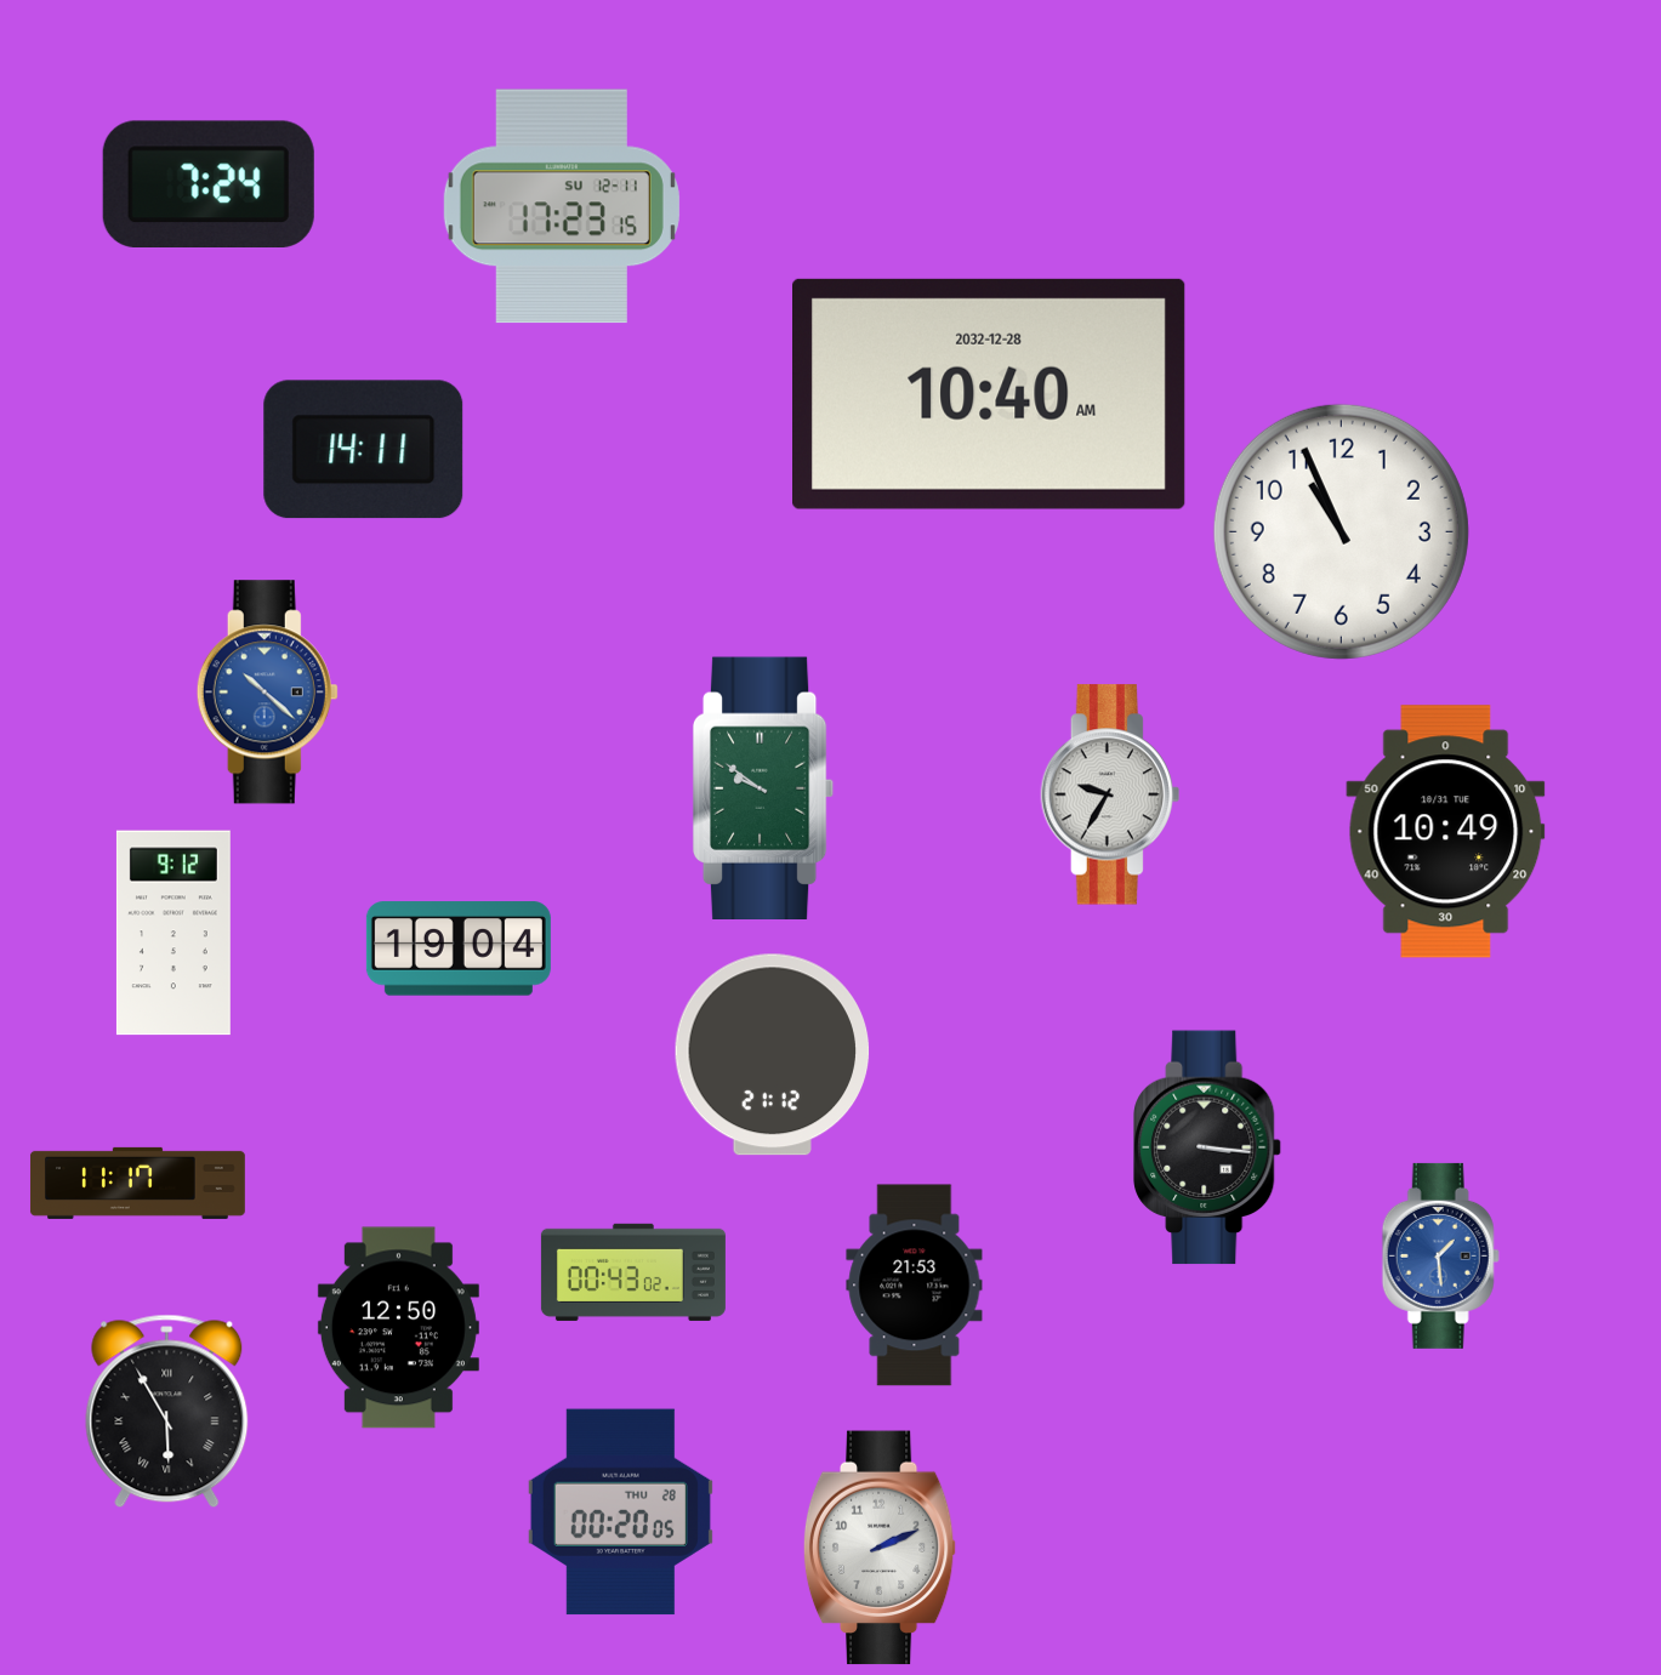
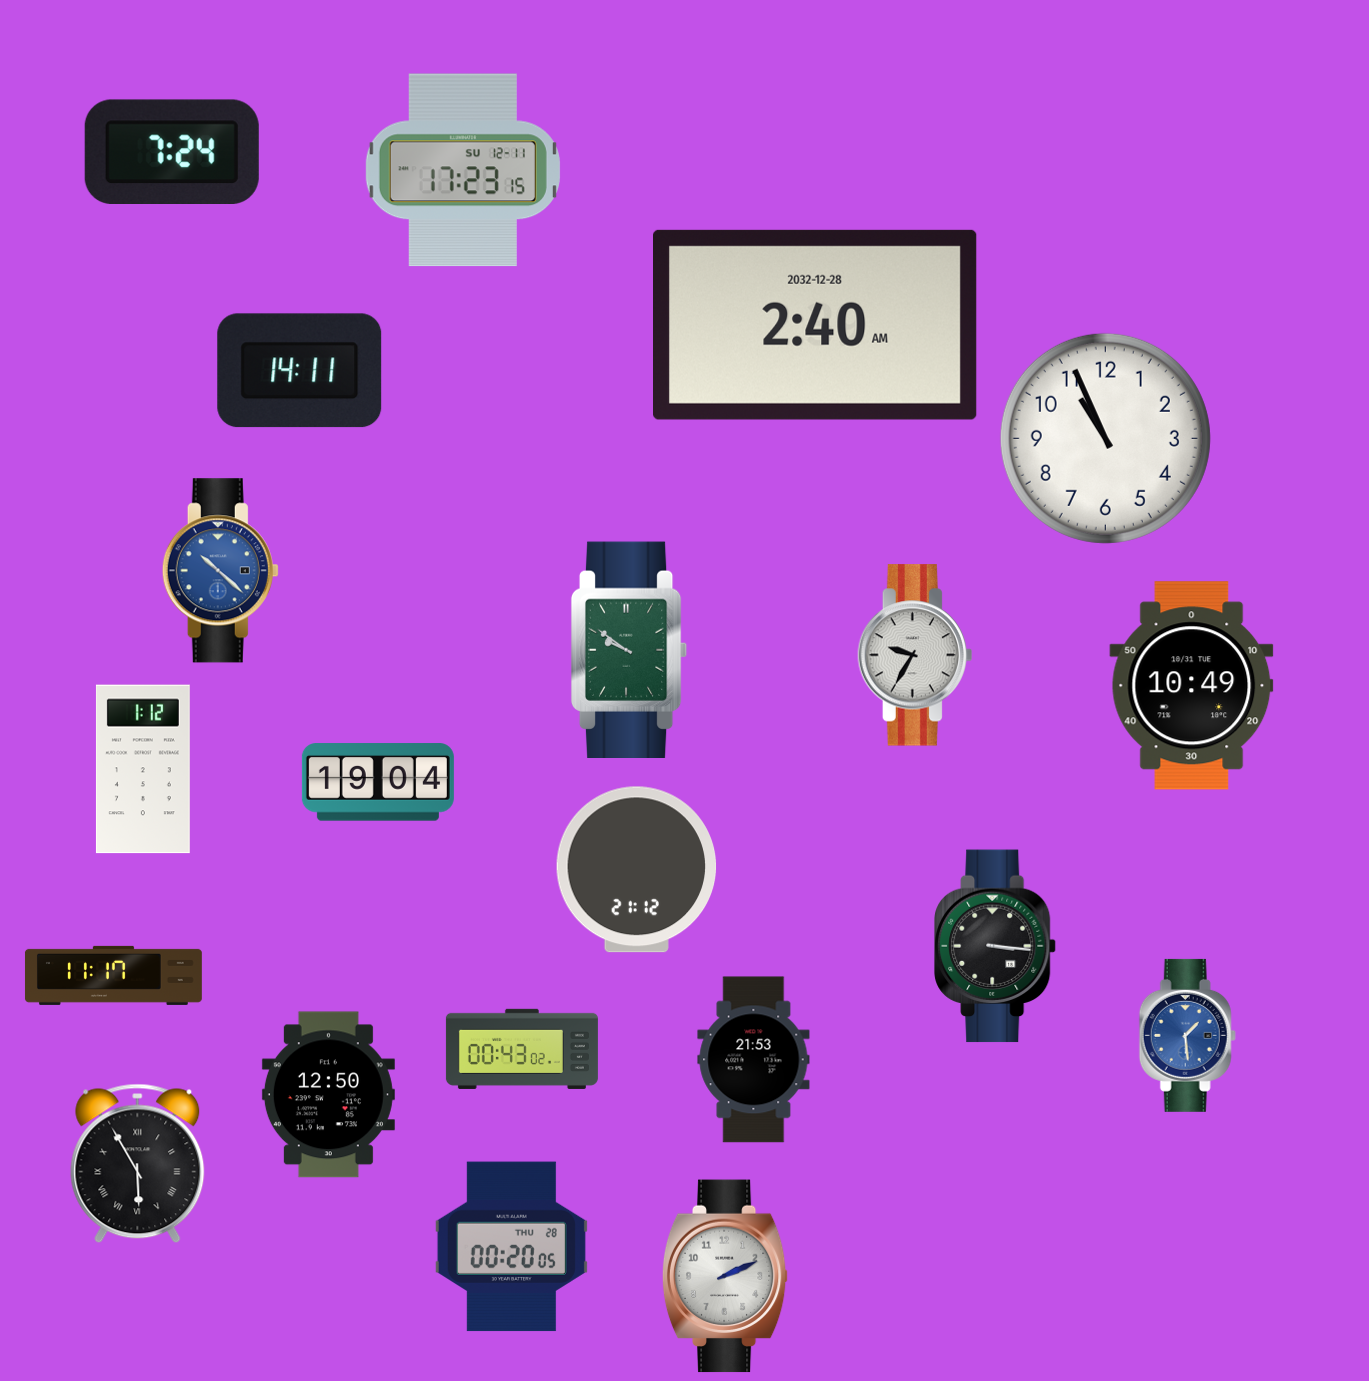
clock at (990, 394): 10:40 -> 2:40
clock at (174, 933): 9:12 -> 1:12
